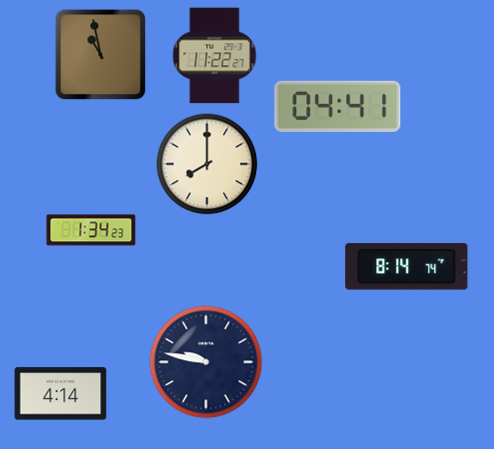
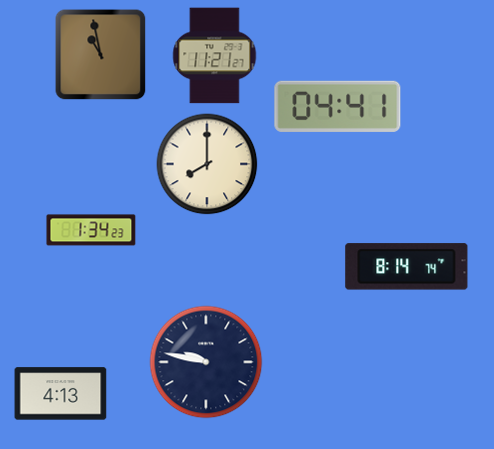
clock at (215, 56): 11:22 -> 11:21
clock at (61, 394): 4:14 -> 4:13
